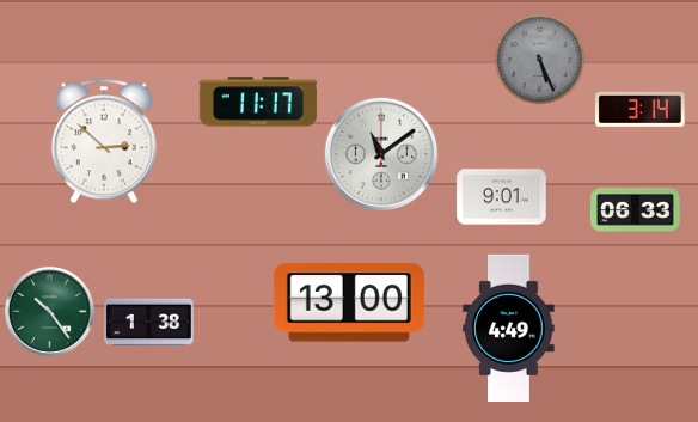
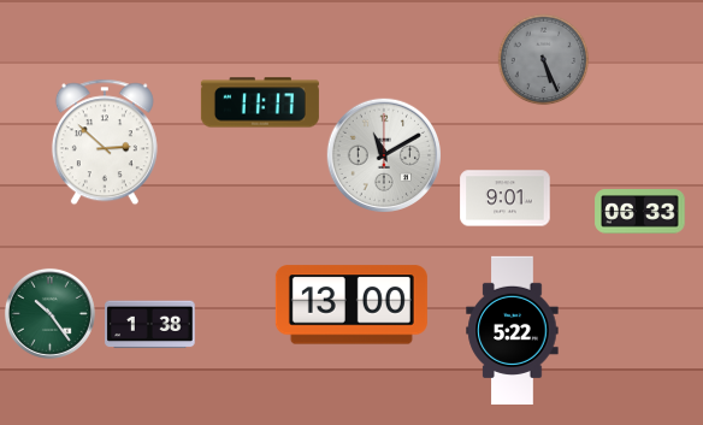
clock at (641, 109): 3:14 -> none
clock at (381, 154): 11:09 -> 11:10
clock at (509, 328): 4:49 -> 5:22
